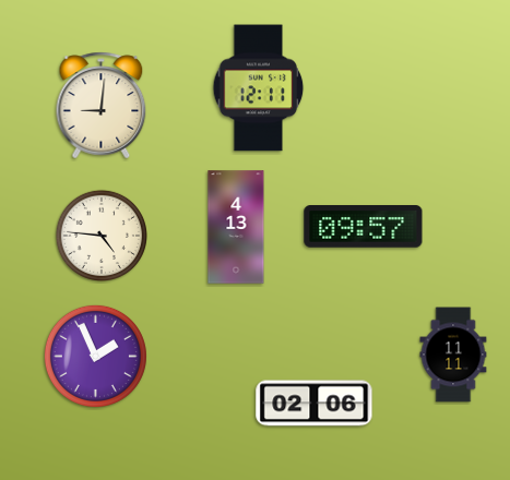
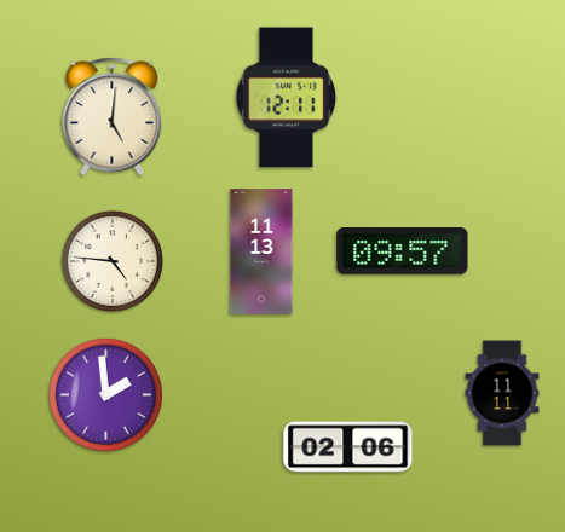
clock at (102, 106): 9:01 -> 5:01
clock at (236, 227): 4:13 -> 11:13
clock at (95, 356): 1:56 -> 1:59
